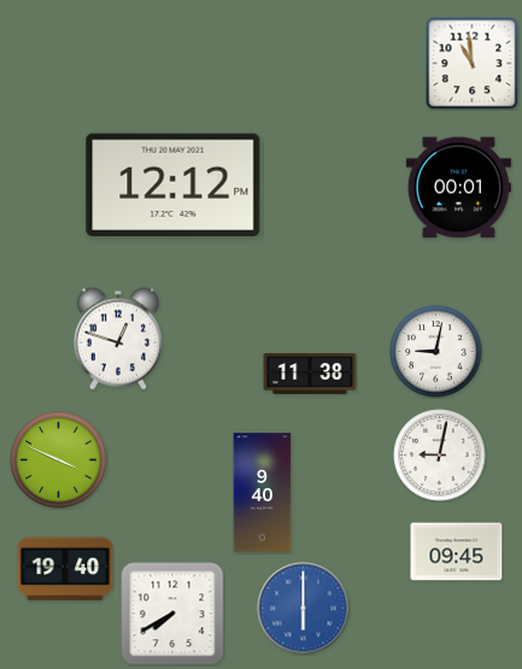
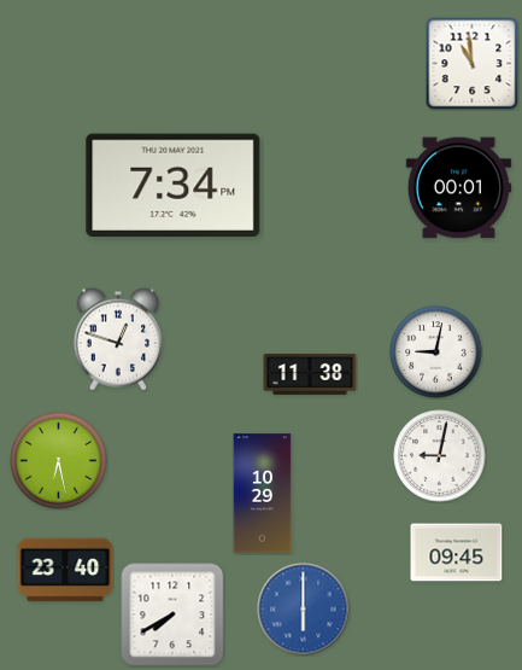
clock at (174, 184): 12:12 -> 7:34
clock at (59, 460): 3:49 -> 6:28
clock at (263, 493): 9:40 -> 10:29
clock at (65, 569): 19:40 -> 23:40
